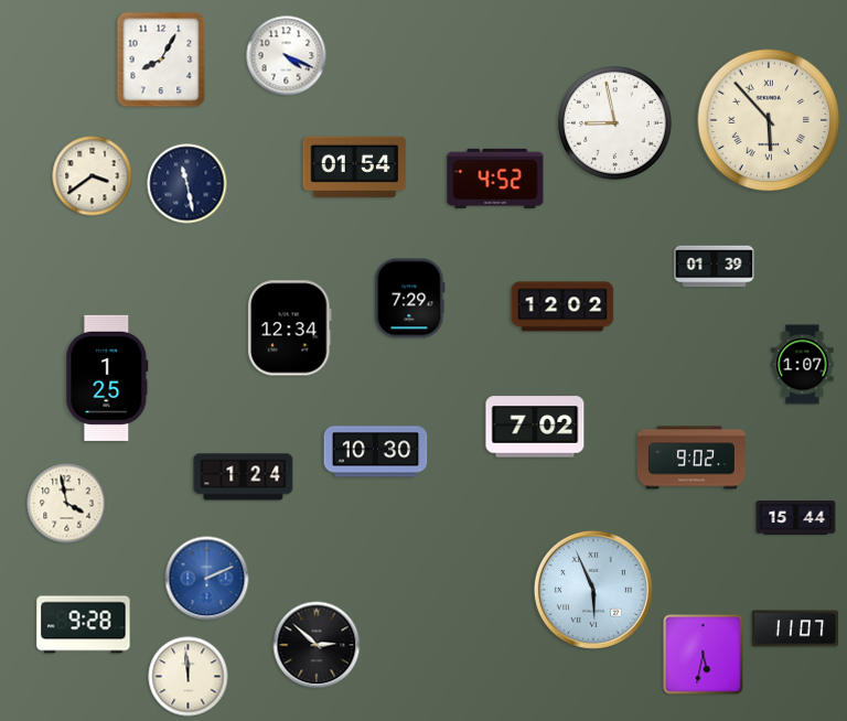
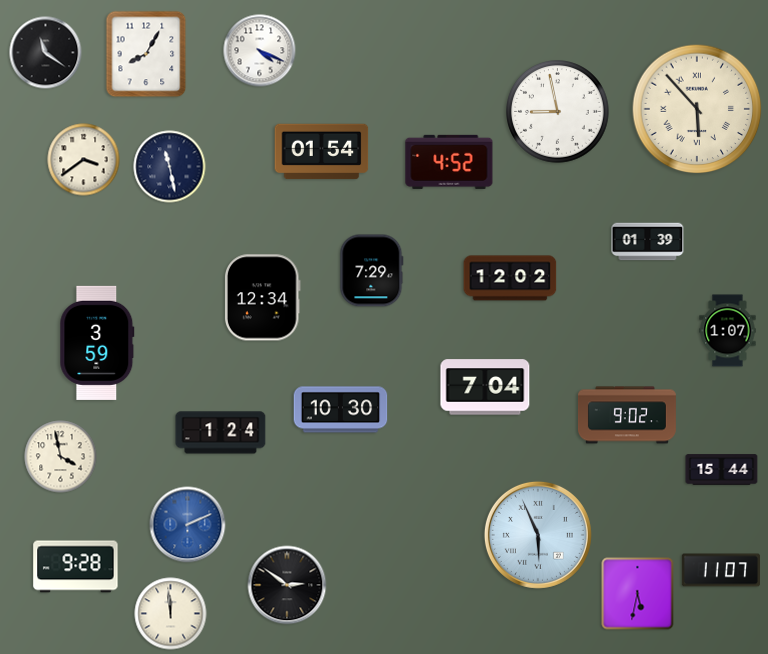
clock at (46, 53): none -> 11:21
clock at (107, 378): 1:25 -> 3:59
clock at (535, 427): 7:02 -> 7:04
clock at (317, 645): 2:52 -> 2:51
